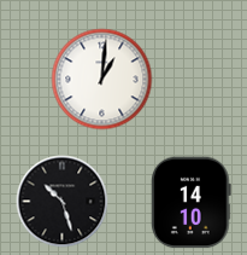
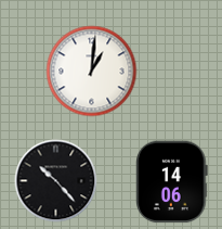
clock at (63, 202): 10:27 -> 10:23
clock at (192, 203): 14:10 -> 14:06
